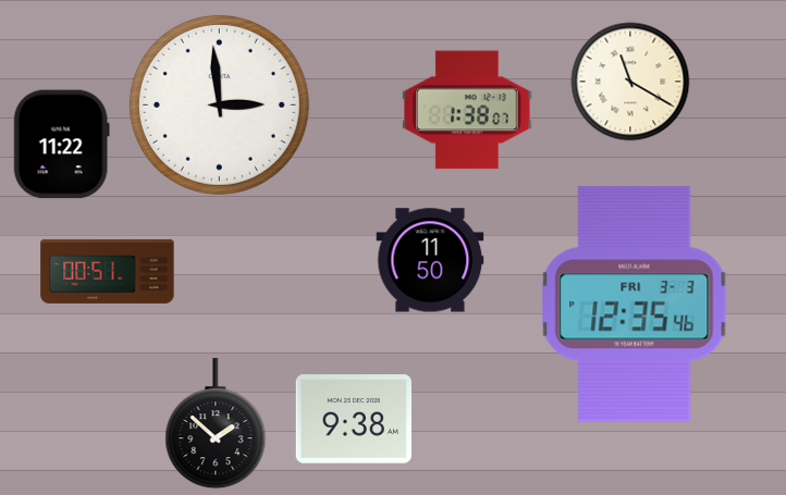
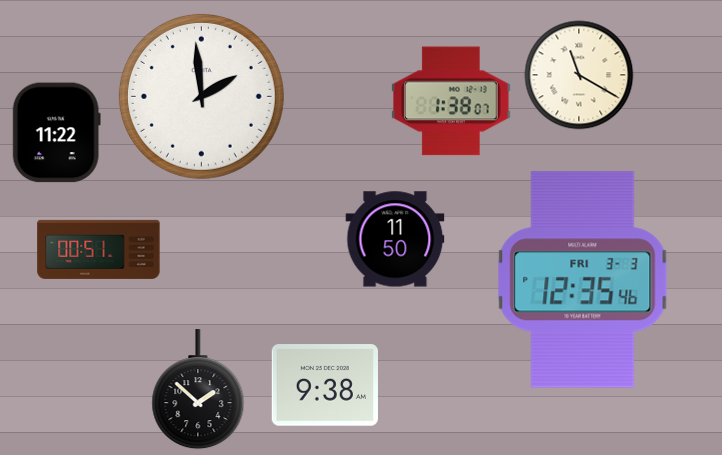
clock at (219, 104): 2:59 -> 1:59
clock at (467, 110) position: (467, 110) -> (451, 101)
